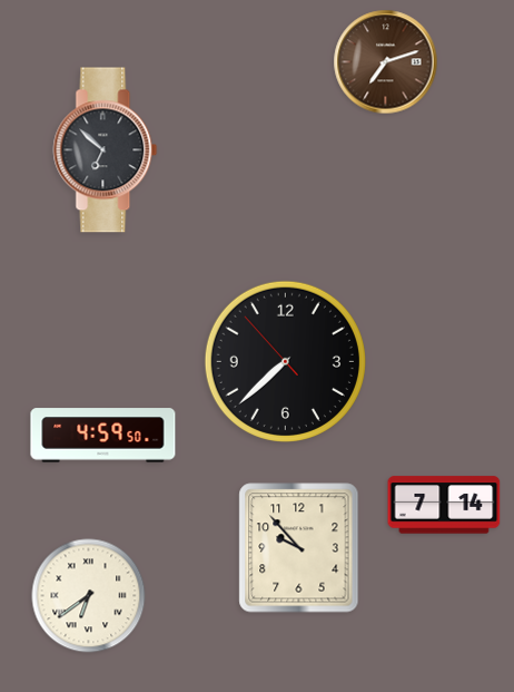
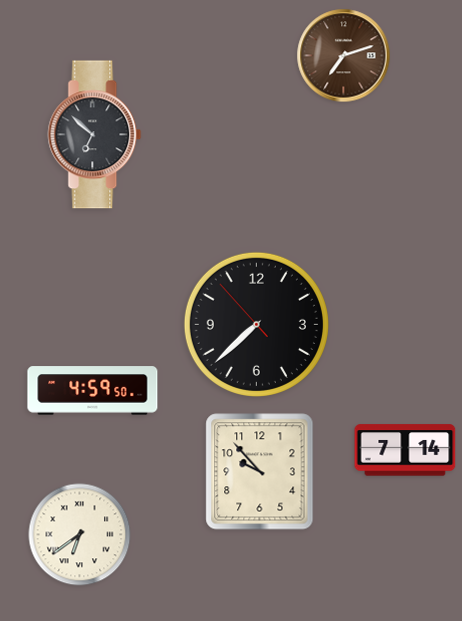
clock at (386, 62) position: (386, 62) -> (344, 56)
clock at (444, 505) position: (444, 505) -> (405, 450)
clock at (299, 548) position: (299, 548) -> (260, 472)
